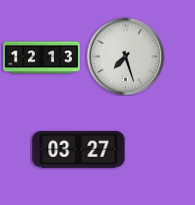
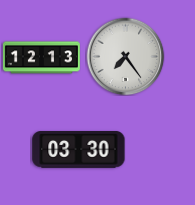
clock at (125, 56): 7:27 -> 7:24
clock at (79, 150): 03:27 -> 03:30
